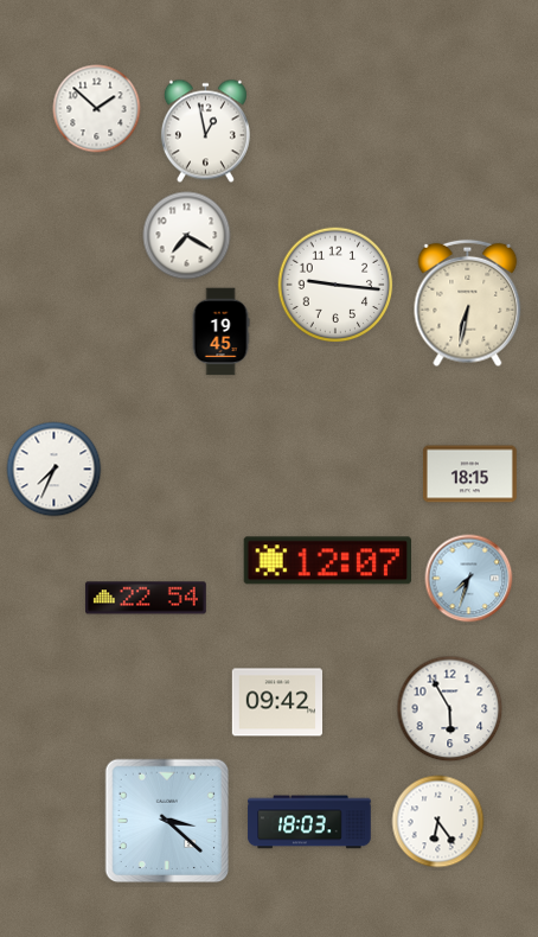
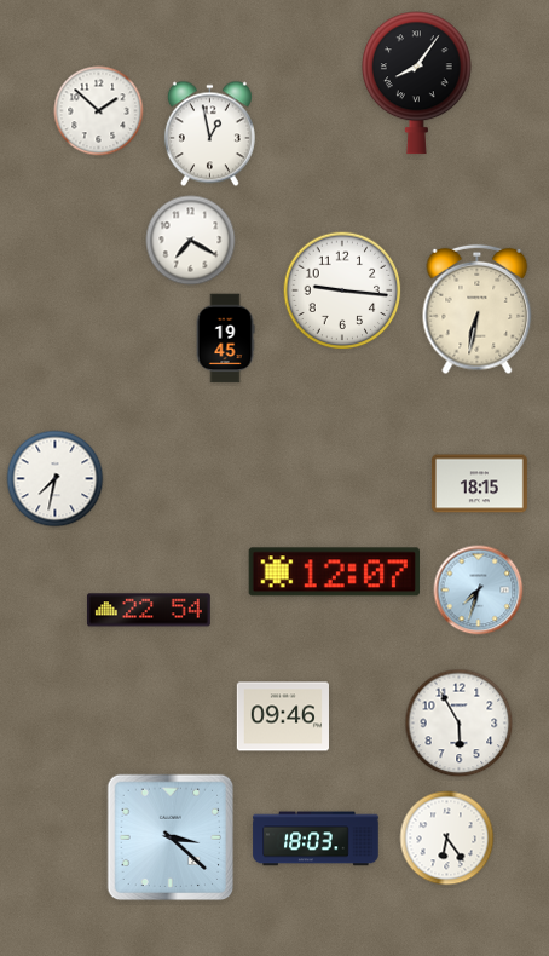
clock at (416, 83): none -> 8:06
clock at (55, 470): 7:34 -> 7:32
clock at (276, 702): 09:42 -> 09:46
